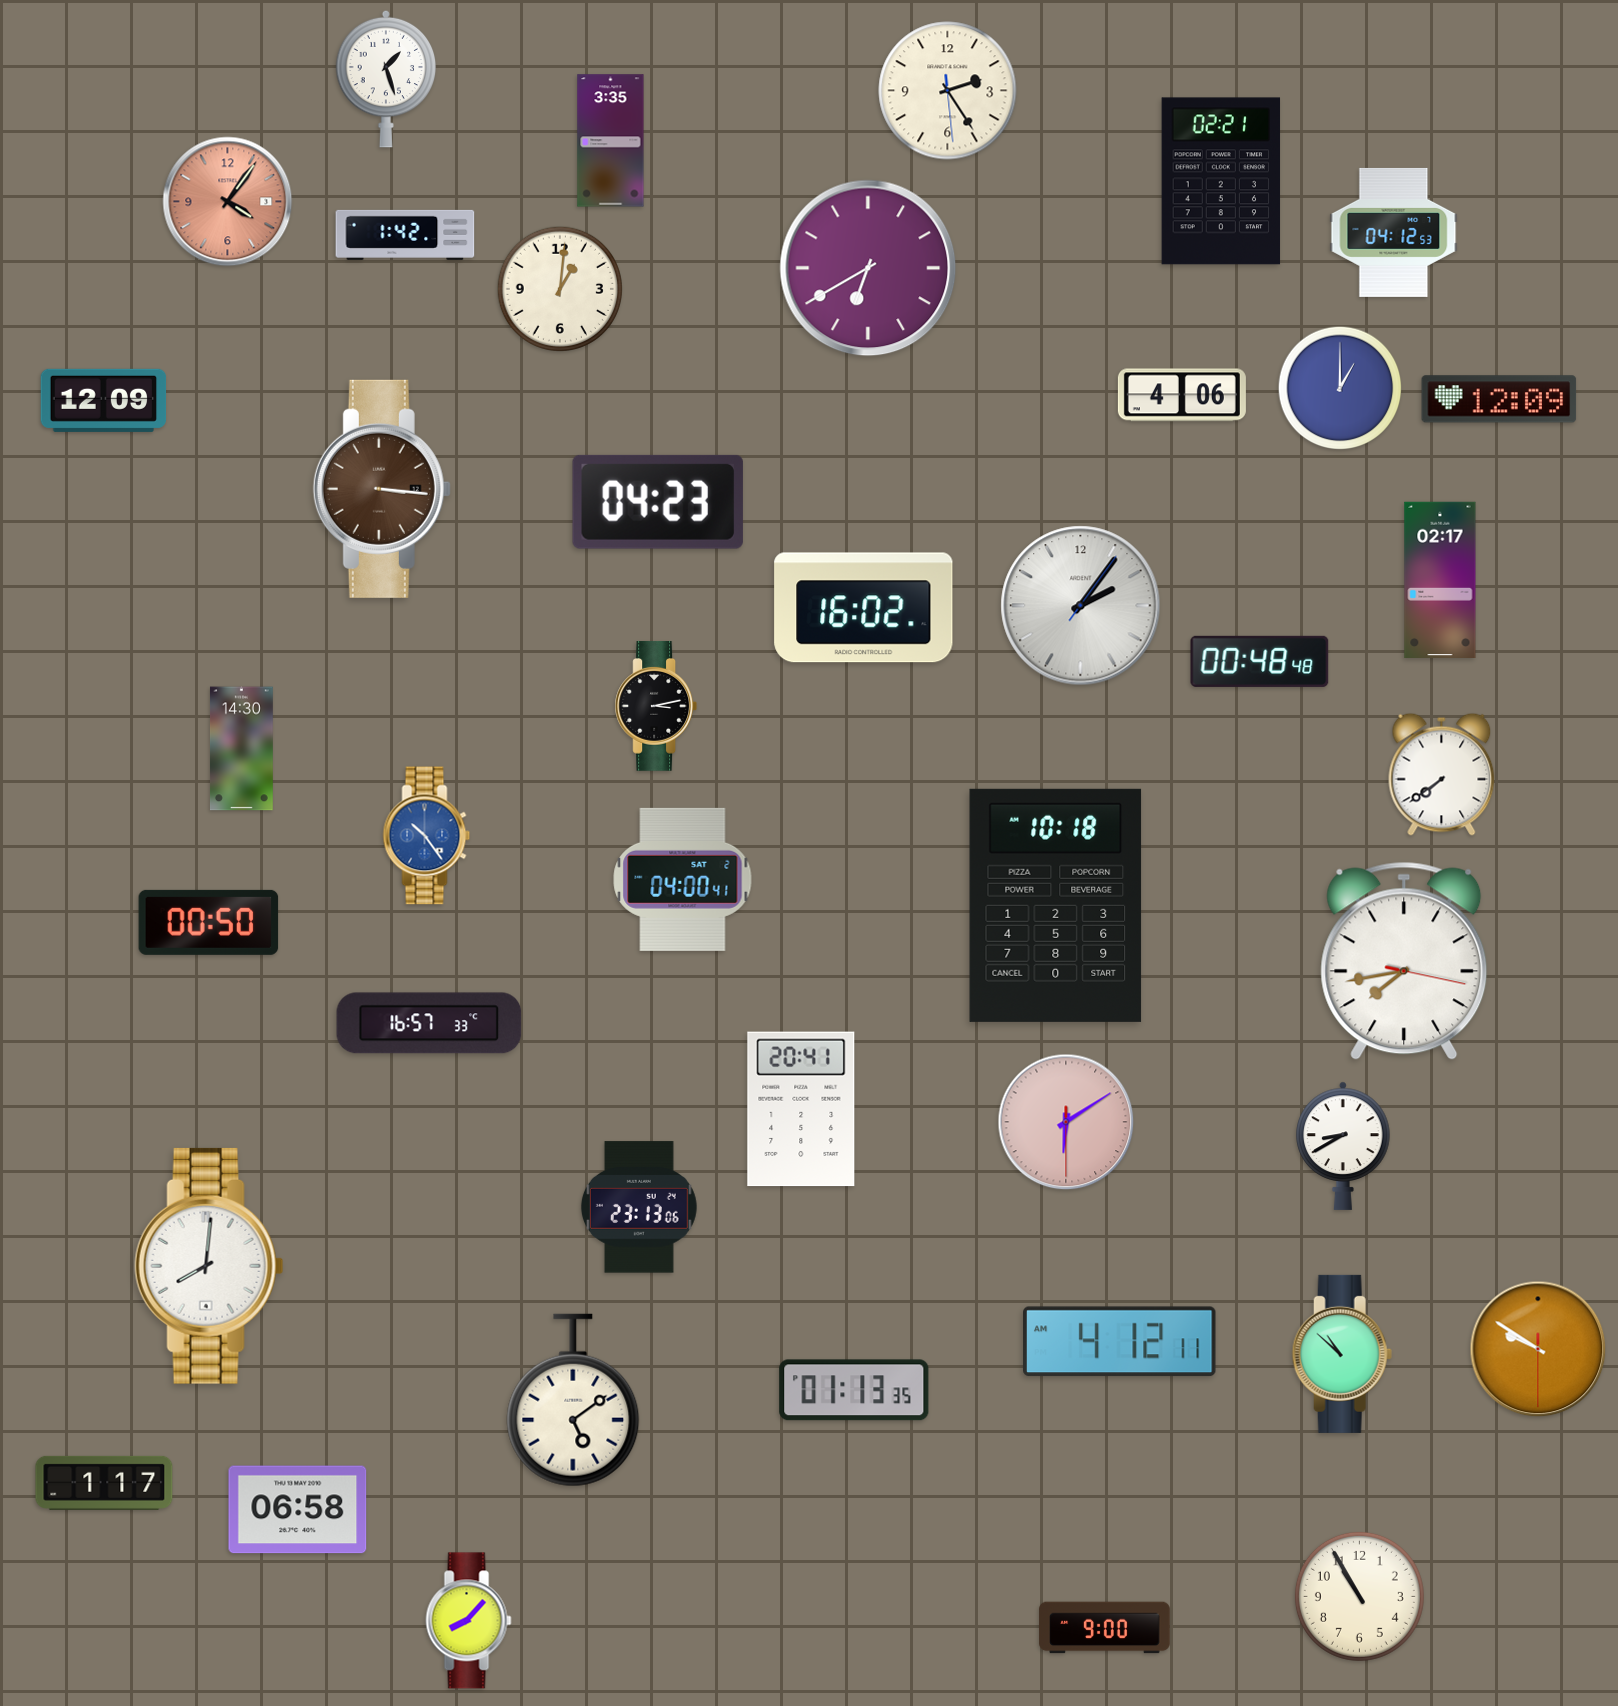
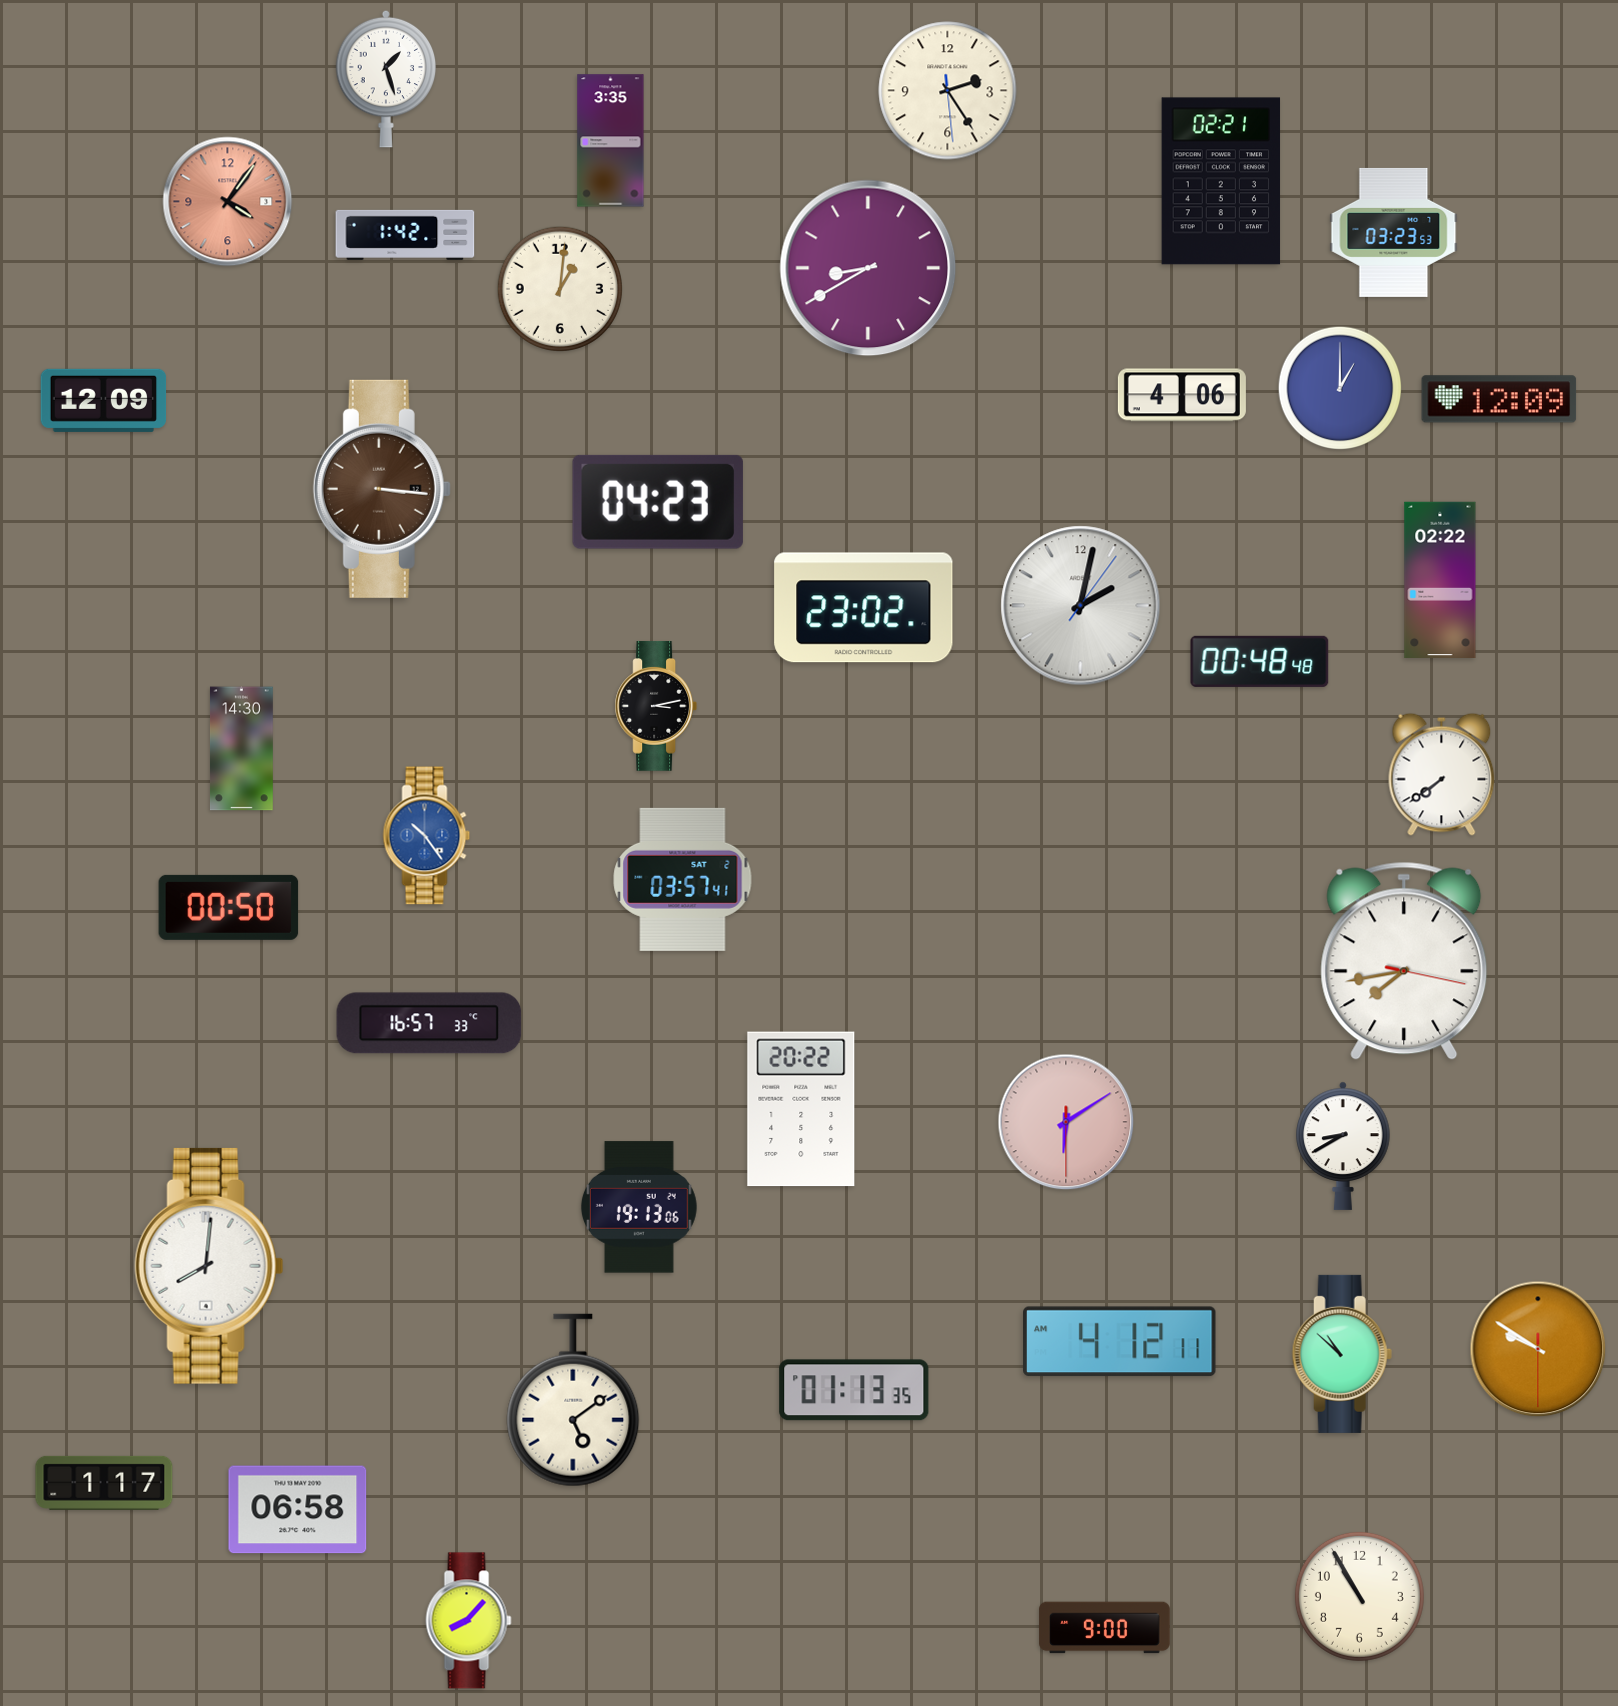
clock at (1394, 232): 04:12 -> 03:23
clock at (868, 268): 6:40 -> 8:40
clock at (1440, 579): 02:17 -> 02:22
clock at (1081, 606): 2:06 -> 2:02
clock at (864, 608): 16:02 -> 23:02
clock at (683, 879): 04:00 -> 03:57
clock at (1056, 905): 10:18 -> none
clock at (209, 922) position: (209, 922) -> (229, 907)
clock at (801, 1109): 20:41 -> 20:22
clock at (639, 1207): 23:13 -> 19:13
